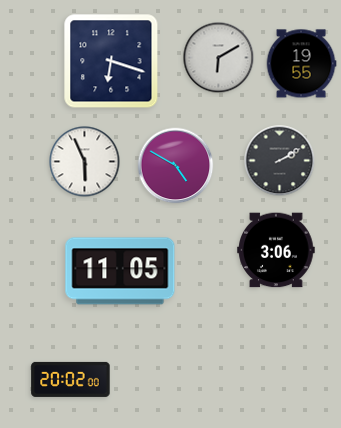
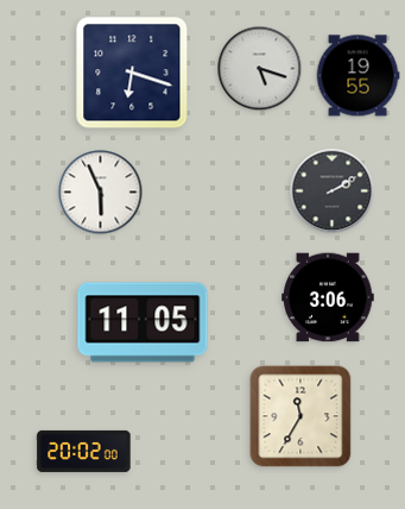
clock at (219, 58): 6:10 -> 5:18
clock at (176, 166): 4:50 -> none
clock at (300, 416): none -> 11:35
